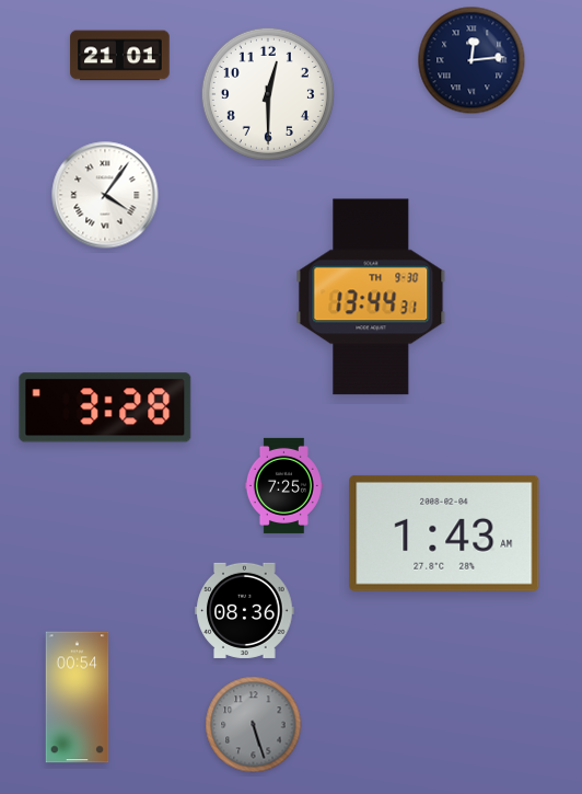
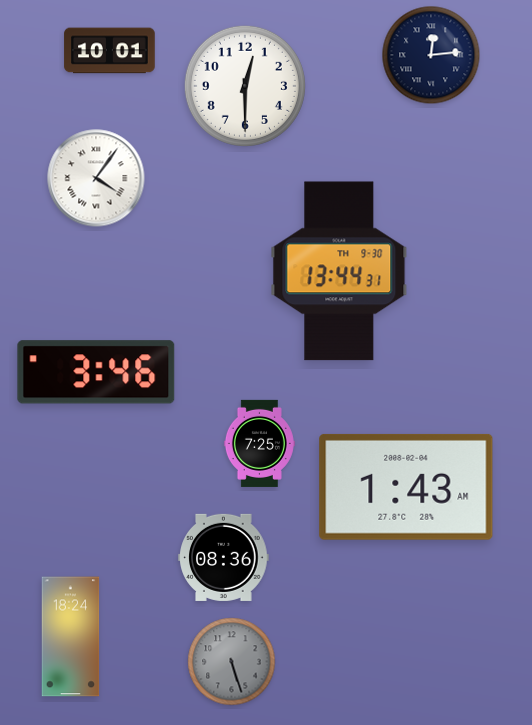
clock at (120, 56): 21:01 -> 10:01
clock at (105, 407): 3:28 -> 3:46
clock at (78, 698): 00:54 -> 18:24
